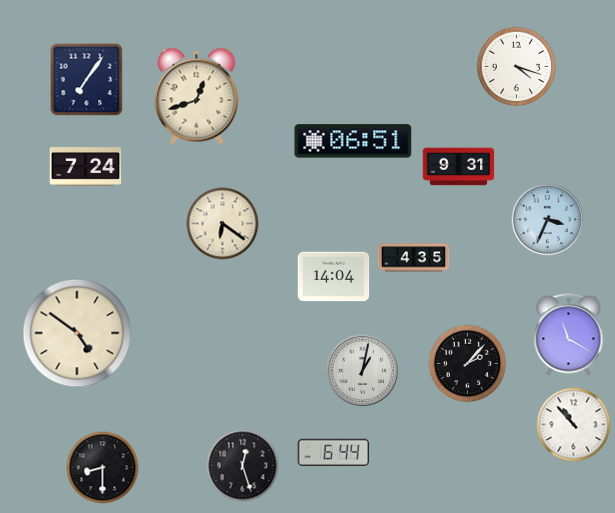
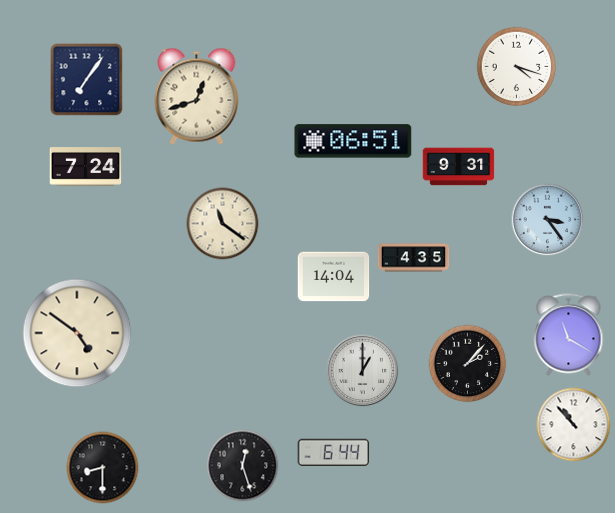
clock at (548, 220): 3:34 -> 3:24
clock at (223, 224): 6:21 -> 11:21
clock at (363, 371): 1:02 -> 1:00
